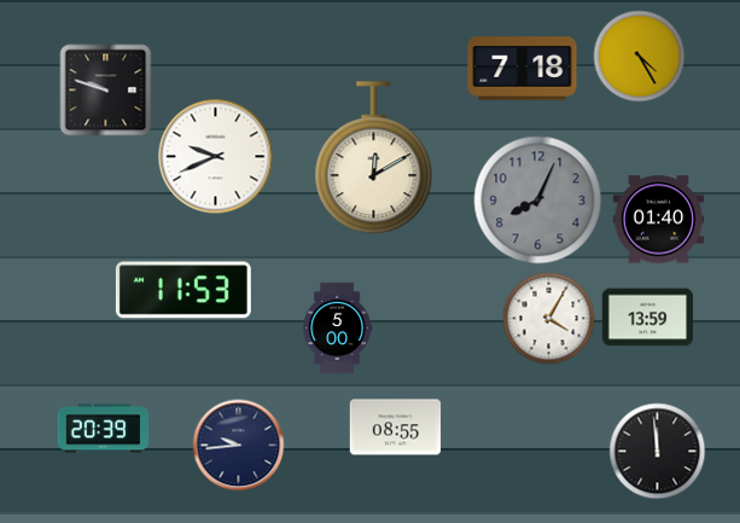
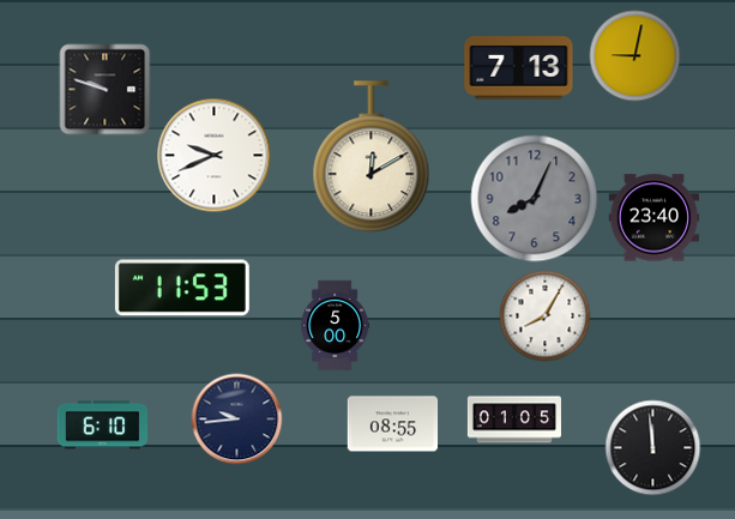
clock at (640, 57): 4:25 -> 9:02
clock at (523, 69): 7:18 -> 7:13
clock at (659, 220): 01:40 -> 23:40
clock at (648, 318): 13:59 -> none
clock at (549, 319): 4:05 -> 8:05
clock at (514, 420): none -> 01:05
clock at (104, 429): 20:39 -> 6:10
clock at (239, 446) position: (239, 446) -> (237, 420)
